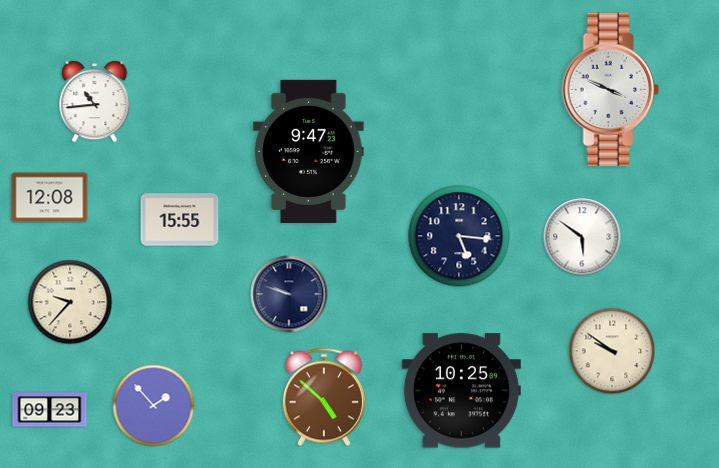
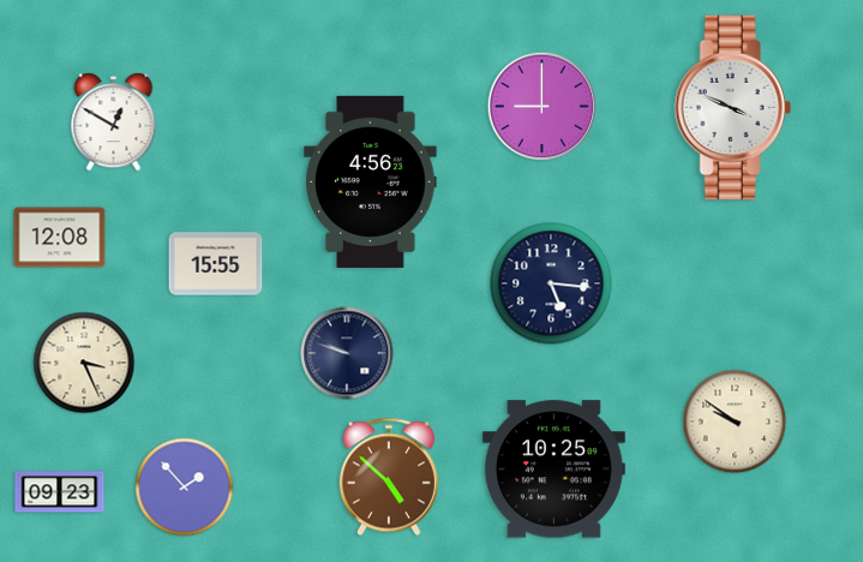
clock at (543, 107): none -> 9:00
clock at (95, 102): 10:44 -> 12:50
clock at (309, 151): 9:47 -> 4:56
clock at (582, 237): 5:51 -> none
clock at (70, 302): 9:37 -> 3:26
